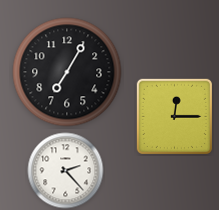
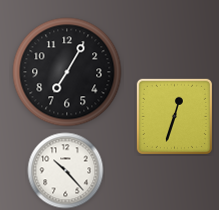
clock at (174, 116): 12:15 -> 12:33
clock at (66, 171): 2:23 -> 10:23
